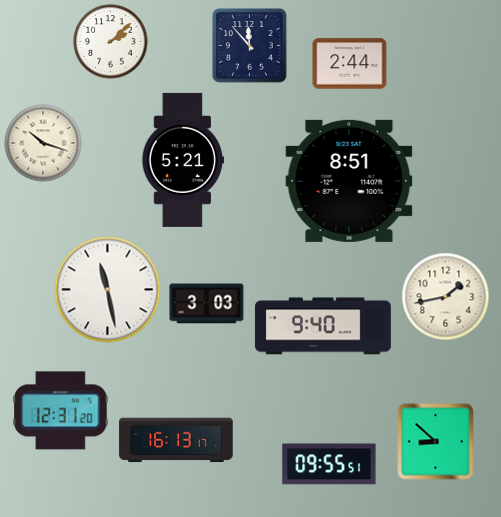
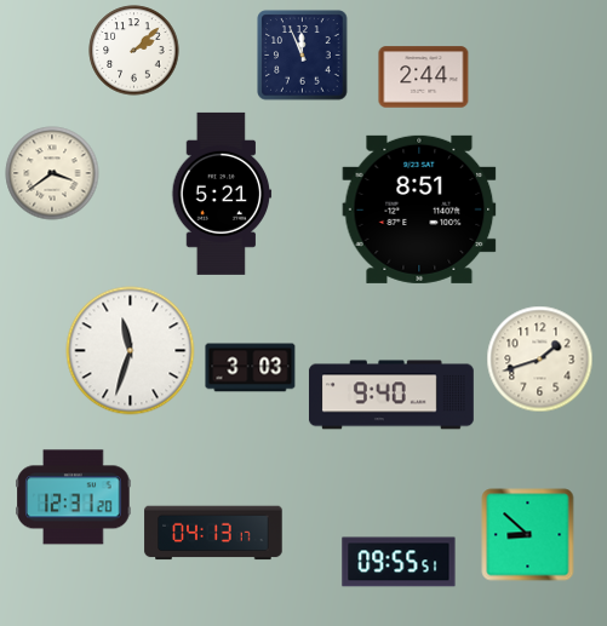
clock at (250, 46): 11:53 -> 11:56
clock at (43, 143): 10:18 -> 3:39
clock at (349, 181) position: (349, 181) -> (419, 209)
clock at (108, 290): 11:28 -> 11:33
clock at (446, 297): 1:43 -> 1:42
clock at (176, 440): 16:13 -> 04:13
